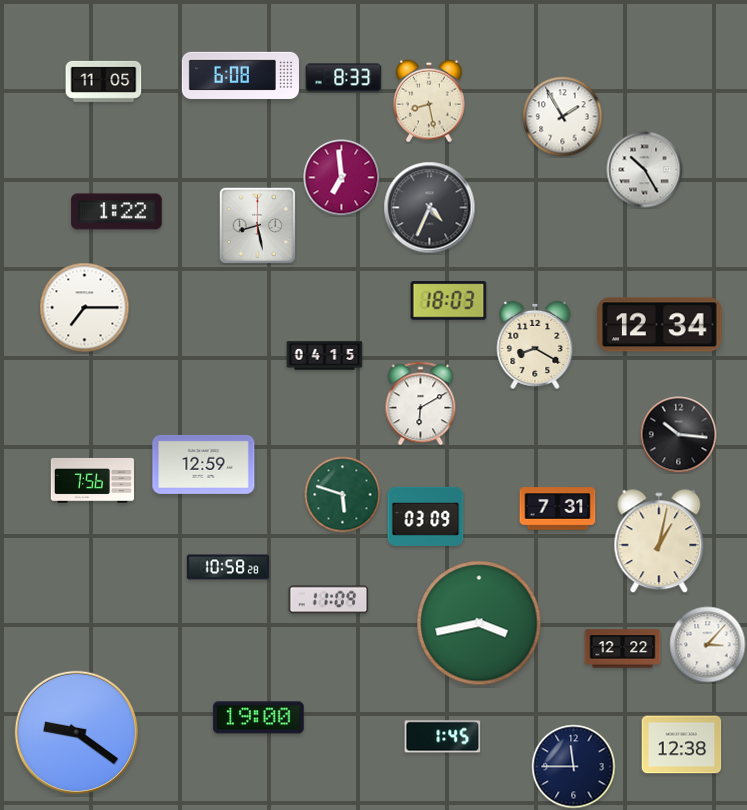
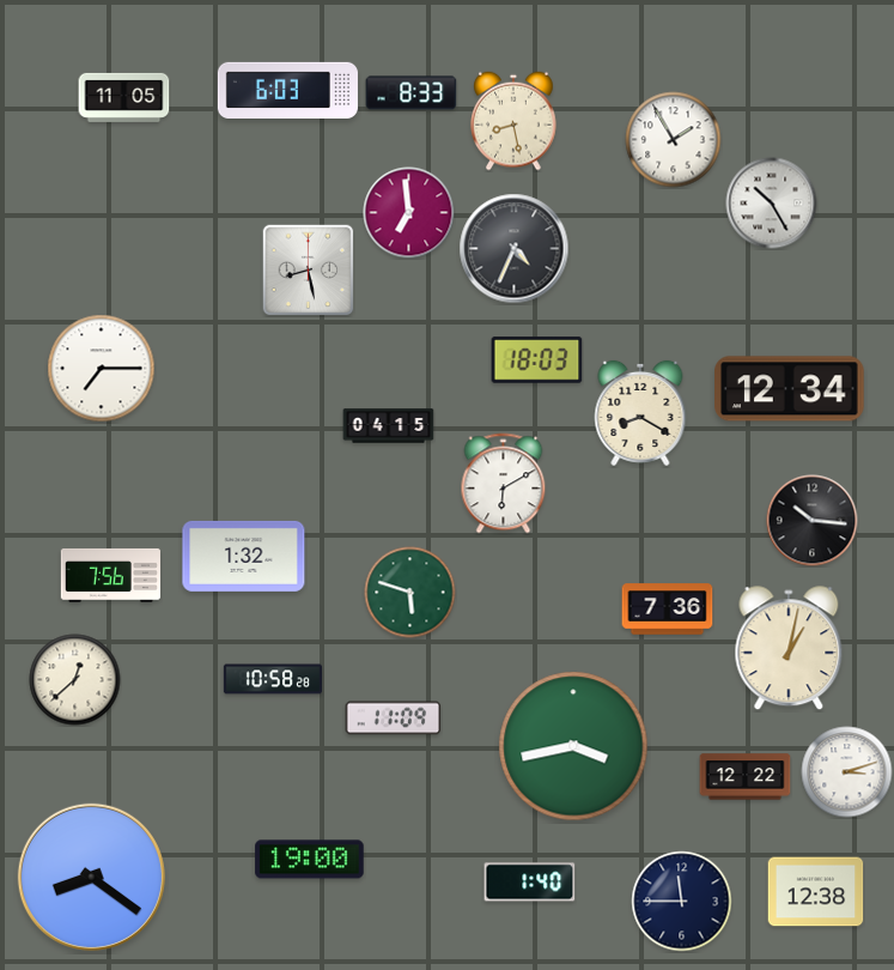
clock at (240, 75): 6:08 -> 6:03
clock at (117, 212): 1:22 -> none
clock at (204, 464): 12:59 -> 1:32
clock at (558, 509): 7:31 -> 7:36
clock at (426, 516): 03:09 -> none
clock at (75, 680): none -> 12:38
clock at (708, 645): 3:07 -> 3:12
clock at (76, 732): 9:21 -> 8:21
clock at (443, 737): 1:45 -> 1:40
clock at (574, 767) position: (574, 767) -> (682, 902)
